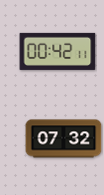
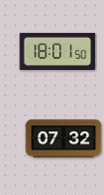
clock at (58, 51): 00:42 -> 18:01
